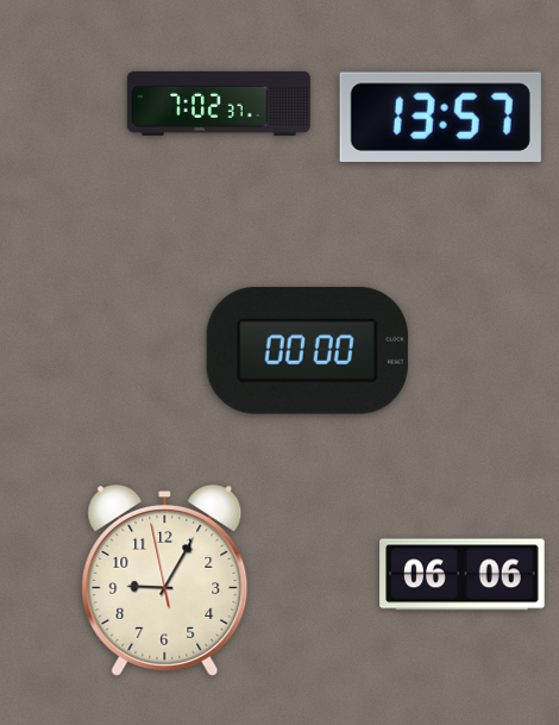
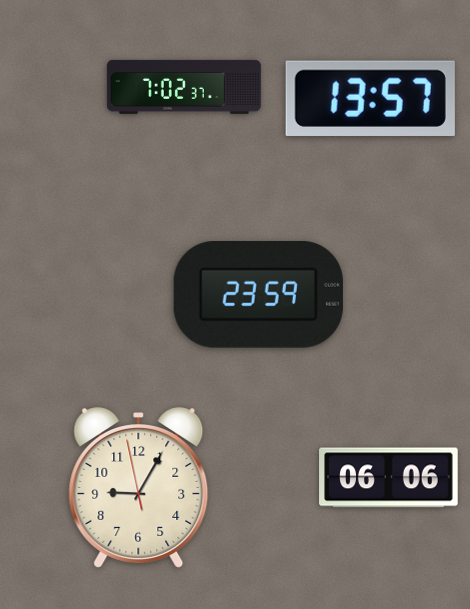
clock at (307, 351): 00:00 -> 23:59
clock at (463, 575) position: (463, 575) -> (389, 478)
